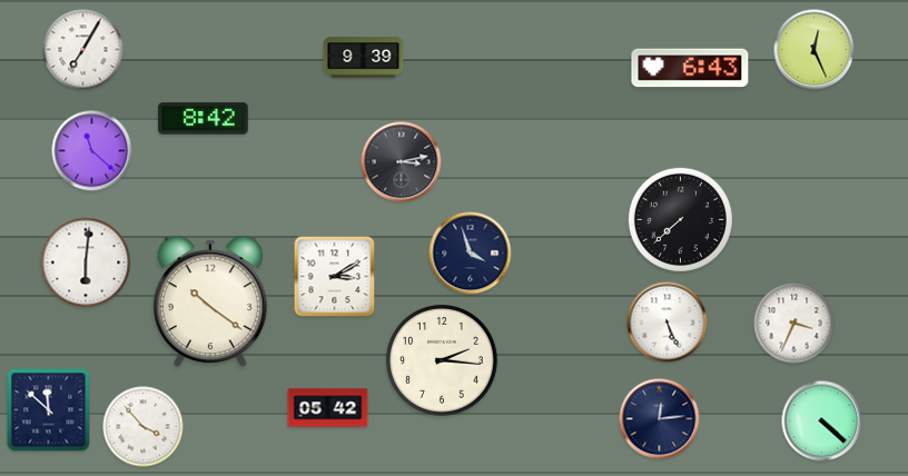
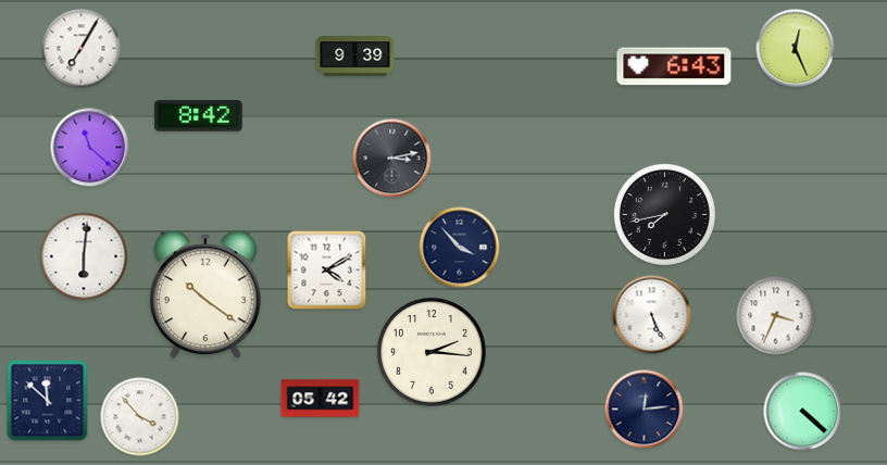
clock at (680, 219): 7:38 -> 7:43
clock at (471, 254): 3:57 -> 3:53
clock at (335, 277): 3:10 -> 4:10
